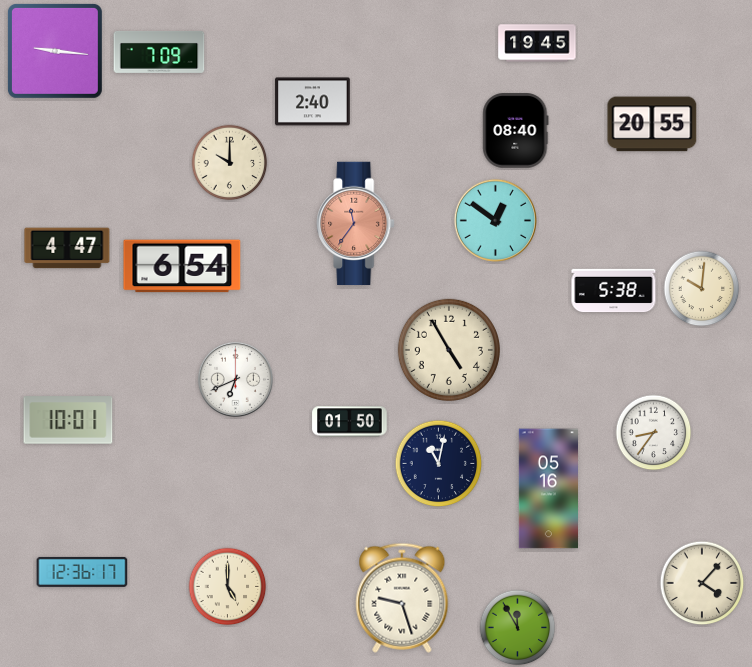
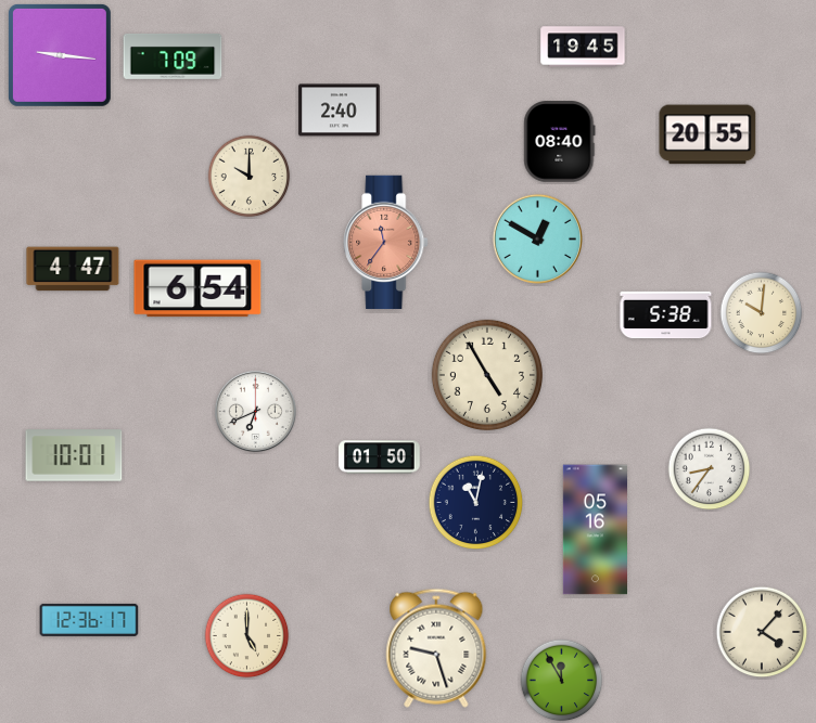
clock at (495, 220): 12:51 -> 12:50
clock at (449, 350) position: (449, 350) -> (487, 375)
